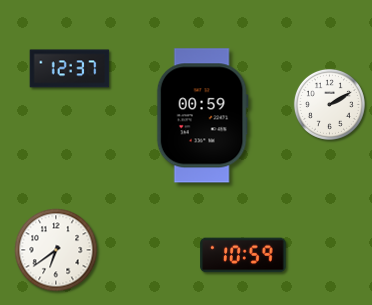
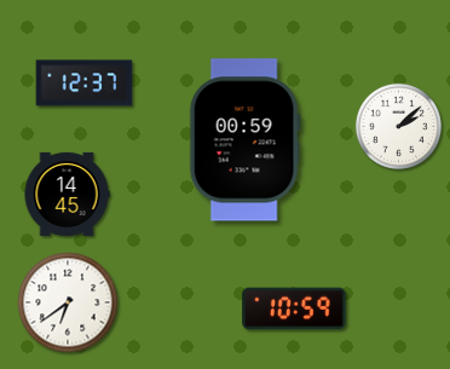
clock at (329, 104): 2:10 -> 2:08
clock at (67, 194): none -> 14:45
